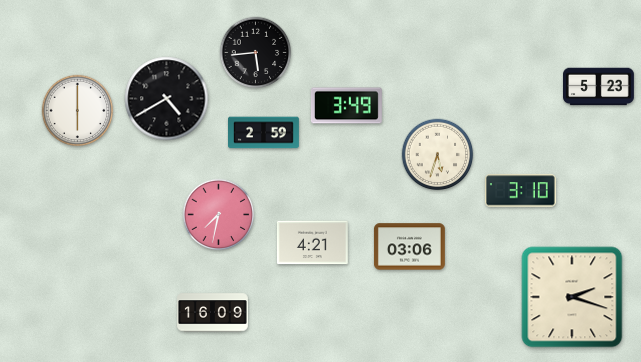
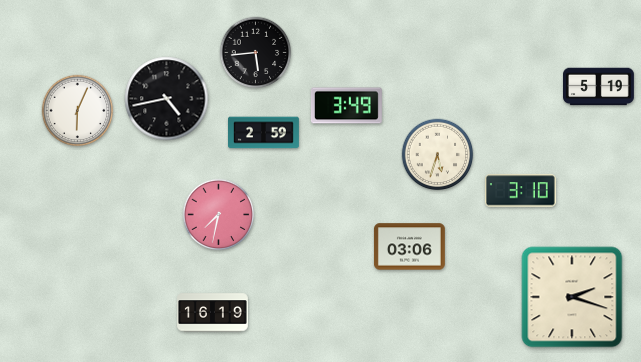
clock at (599, 87): 5:23 -> 5:19
clock at (167, 99): 4:40 -> 4:43
clock at (78, 111): 6:00 -> 6:04
clock at (312, 243): 4:21 -> none
clock at (213, 313): 16:09 -> 16:19
